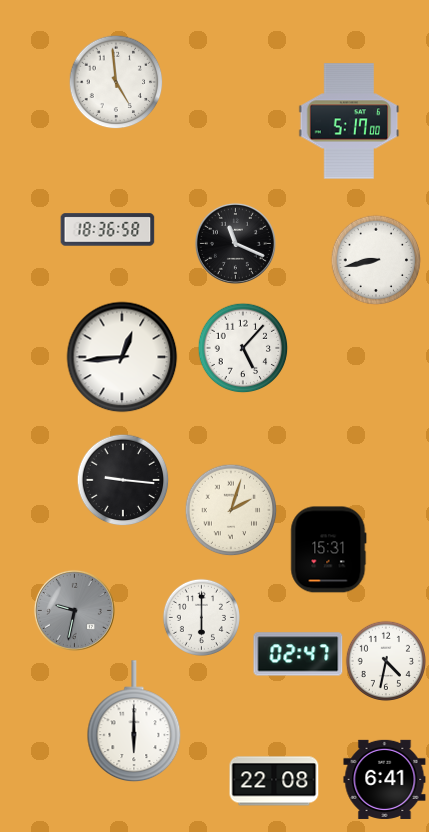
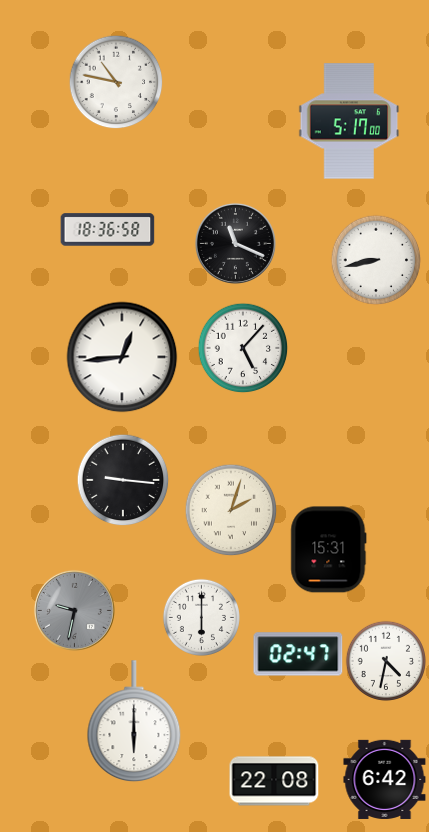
clock at (116, 82): 4:59 -> 10:47
clock at (385, 779): 6:41 -> 6:42
